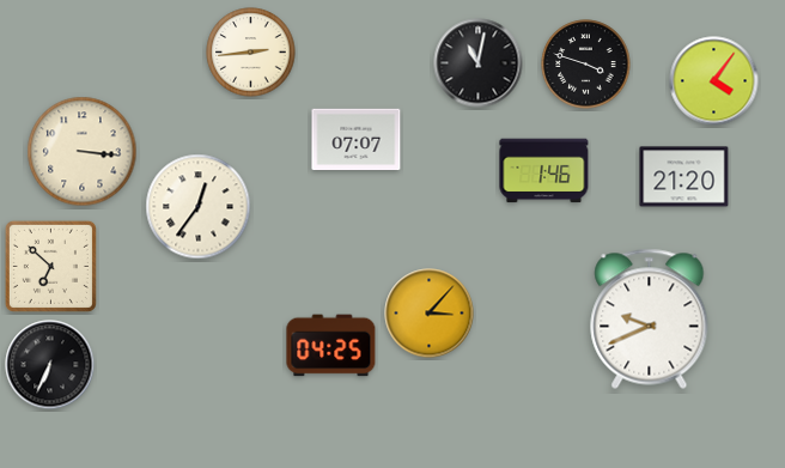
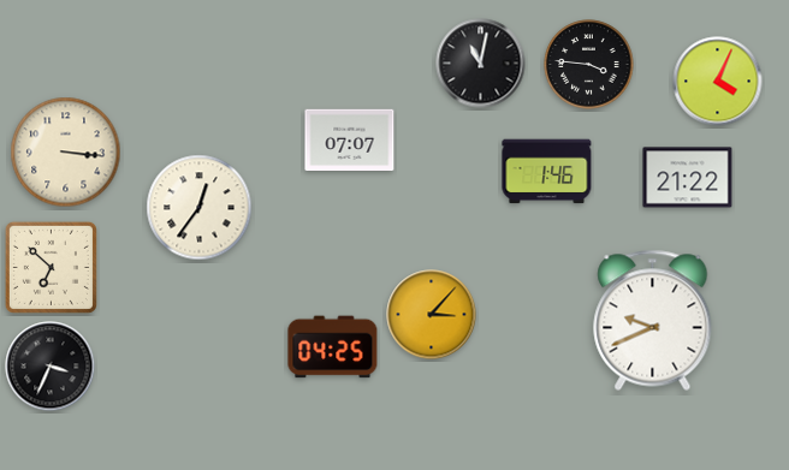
clock at (251, 53): 2:44 -> none
clock at (586, 65): 3:48 -> 3:46
clock at (714, 81): 4:06 -> 4:04
clock at (357, 140) position: (357, 140) -> (350, 141)
clock at (83, 152) position: (83, 152) -> (66, 153)
clock at (684, 177): 21:20 -> 21:22
clock at (50, 365): 6:34 -> 3:34
